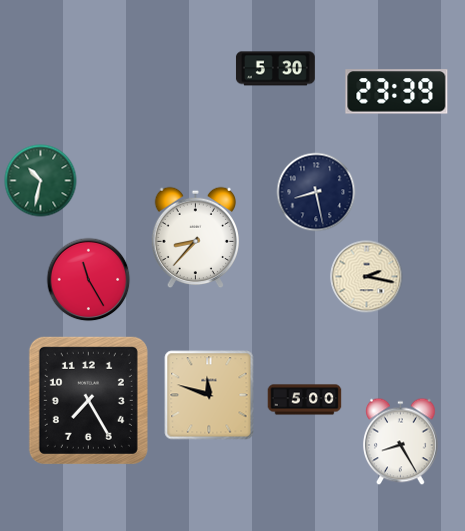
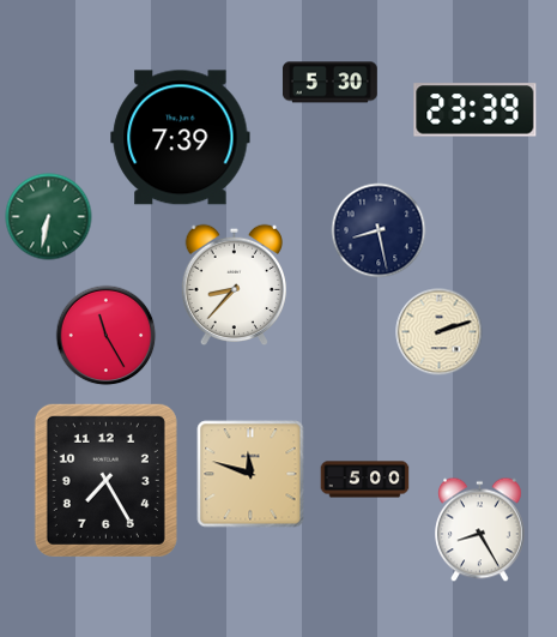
clock at (181, 138): none -> 7:39
clock at (41, 181): 10:32 -> 6:32
clock at (367, 277): 2:17 -> 2:12
